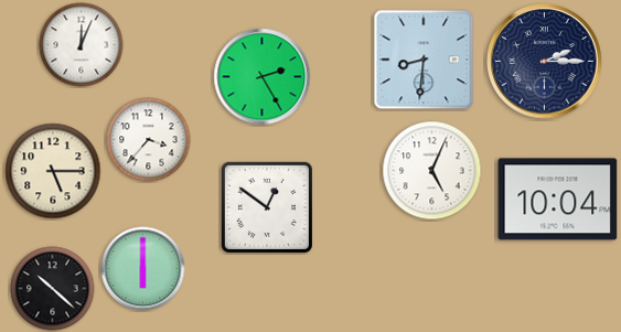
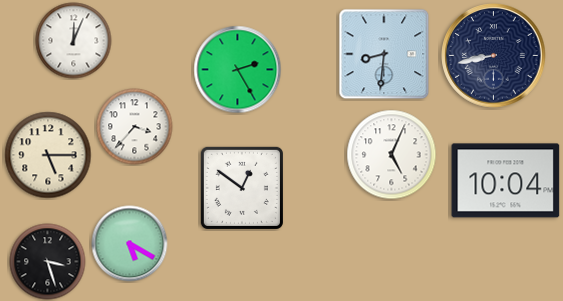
clock at (545, 62): 2:15 -> 8:43
clock at (143, 269): 6:00 -> 5:20
clock at (53, 289): 10:22 -> 3:27
